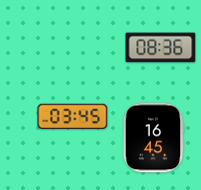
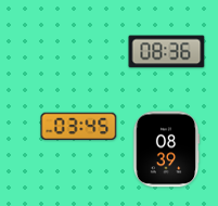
clock at (161, 48) position: (161, 48) -> (167, 52)
clock at (153, 138): 16:45 -> 08:39
